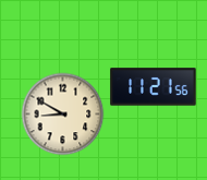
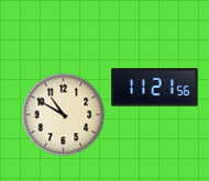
clock at (63, 115): 8:50 -> 10:50
